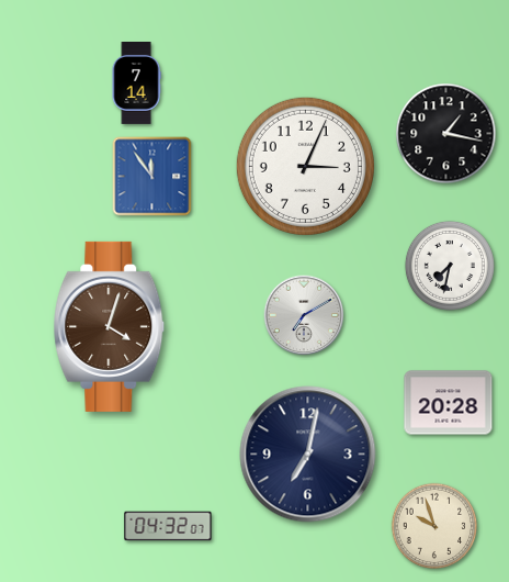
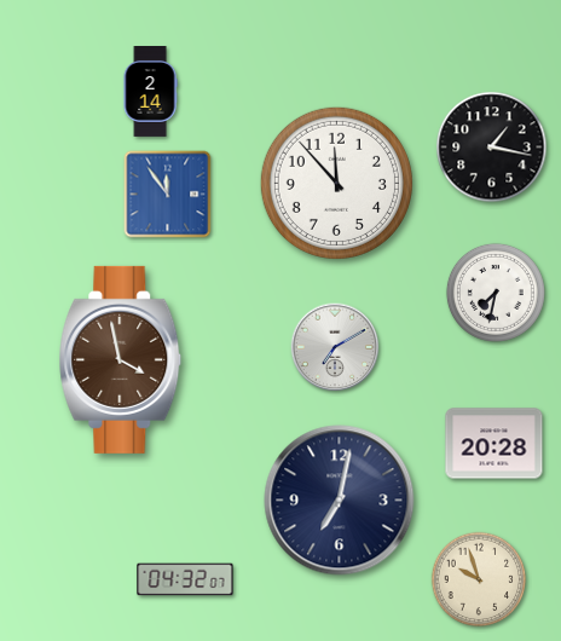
clock at (136, 83): 7:14 -> 2:14
clock at (305, 166): 3:04 -> 11:53
clock at (110, 326): 4:03 -> 3:58
